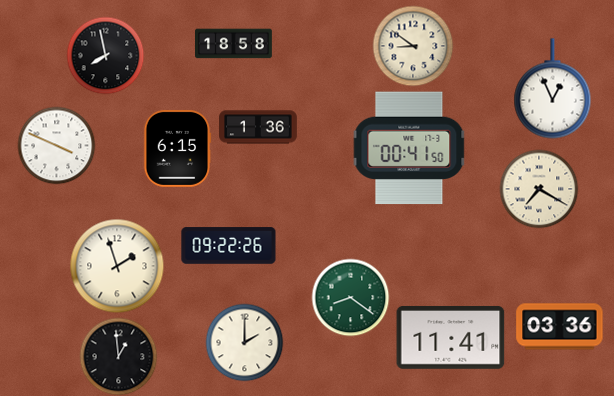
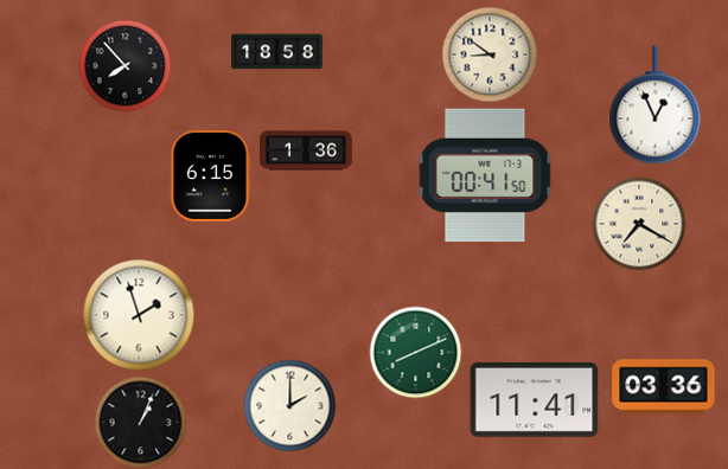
clock at (105, 55): 7:58 -> 7:53
clock at (56, 145): 3:49 -> none
clock at (229, 246): 09:22 -> none
clock at (350, 297): 8:21 -> 8:11
clock at (118, 356): 12:59 -> 1:04
